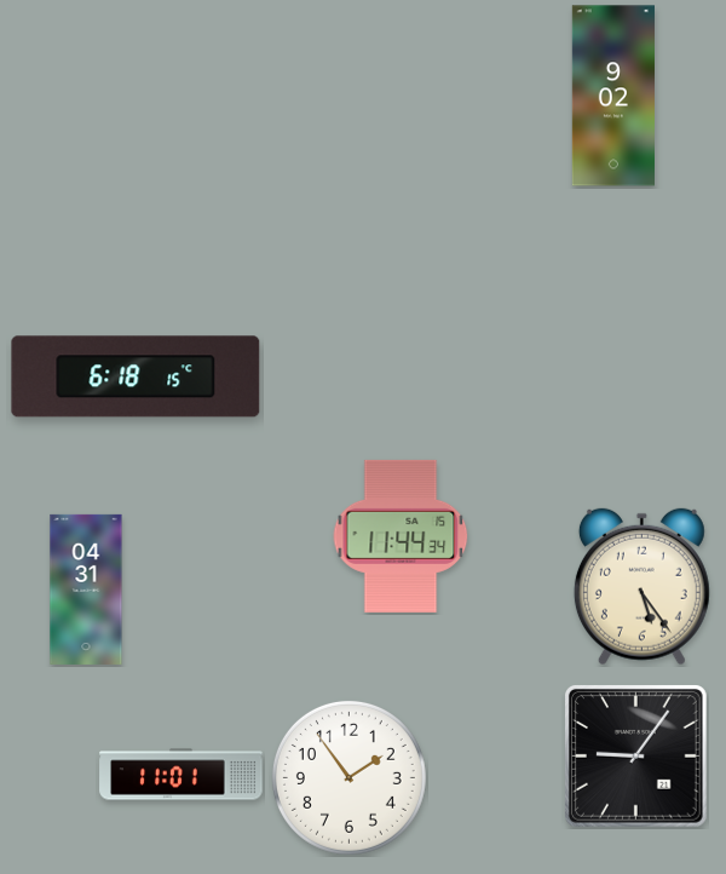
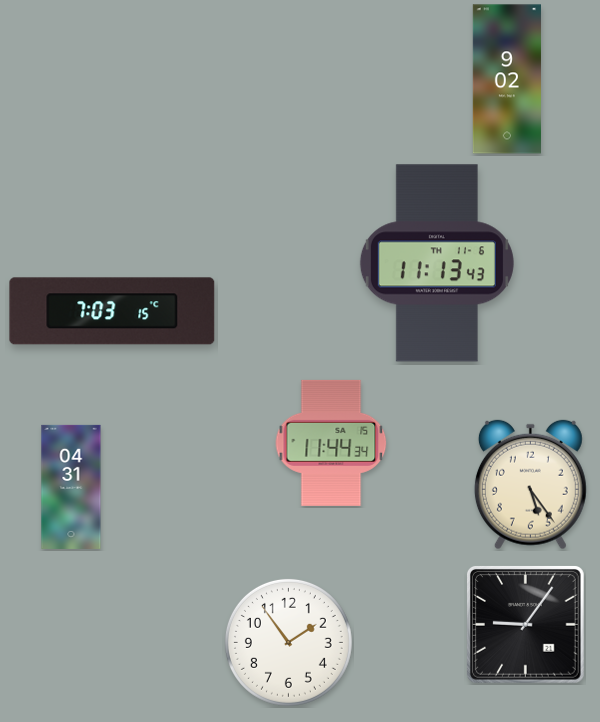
clock at (437, 263): none -> 11:13
clock at (136, 376): 6:18 -> 7:03
clock at (181, 775): 11:01 -> none
